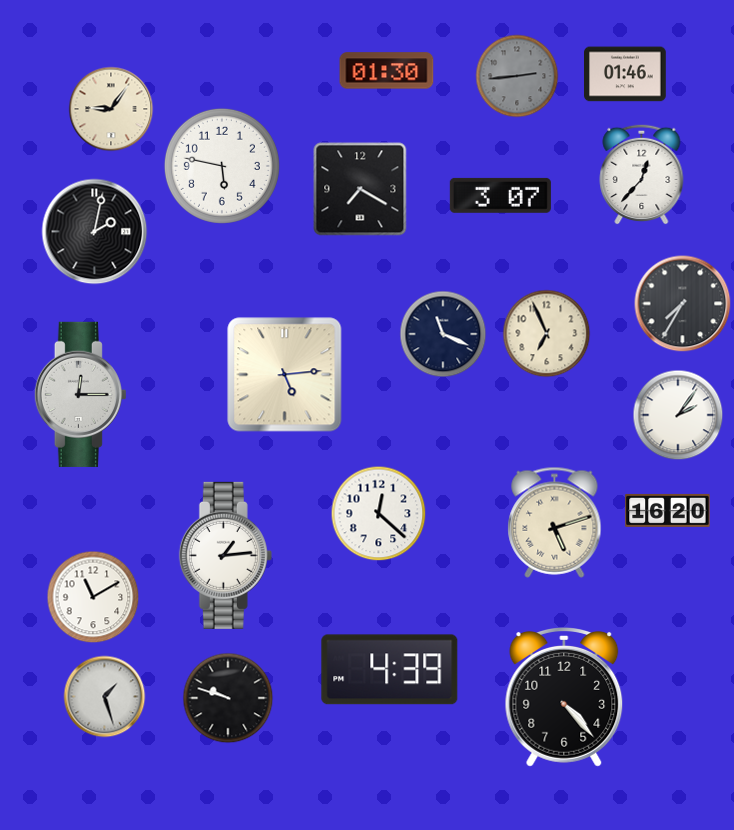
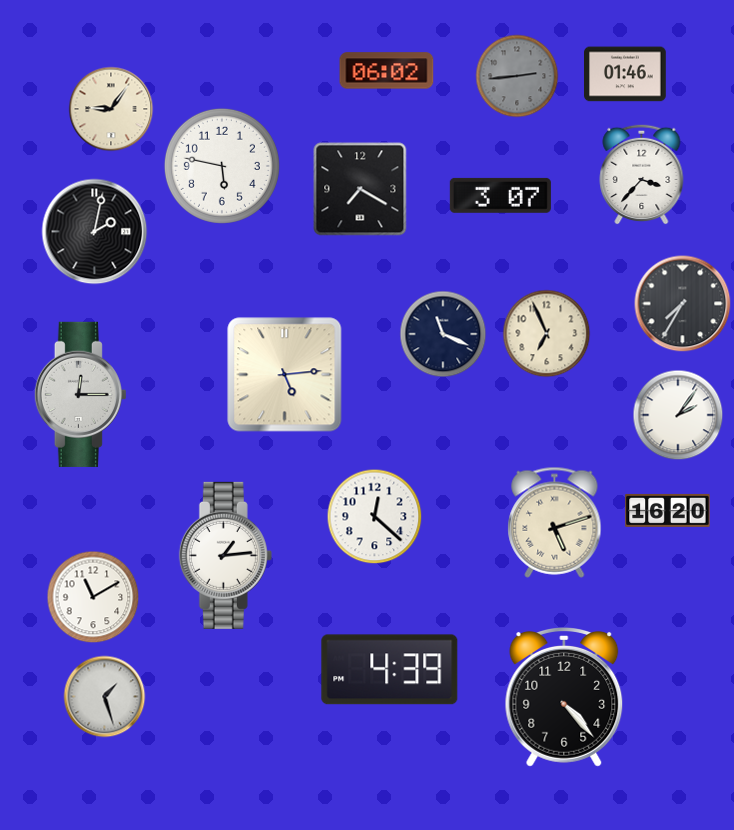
clock at (387, 71): 01:30 -> 06:02
clock at (642, 174): 12:37 -> 3:37
clock at (379, 514) position: (379, 514) -> (375, 517)
clock at (228, 698): 9:48 -> none
